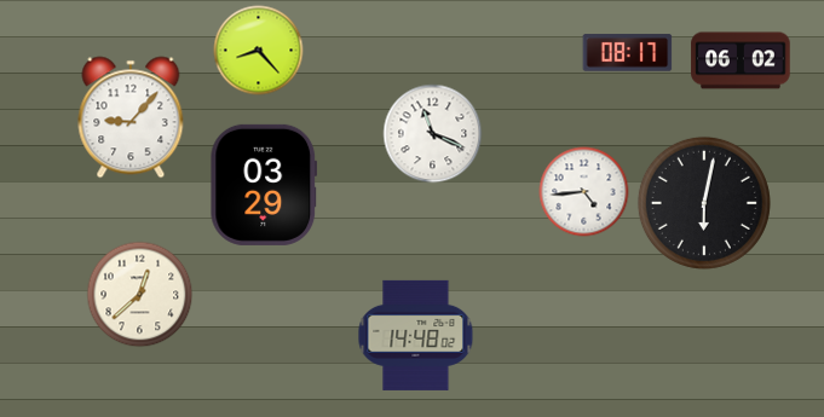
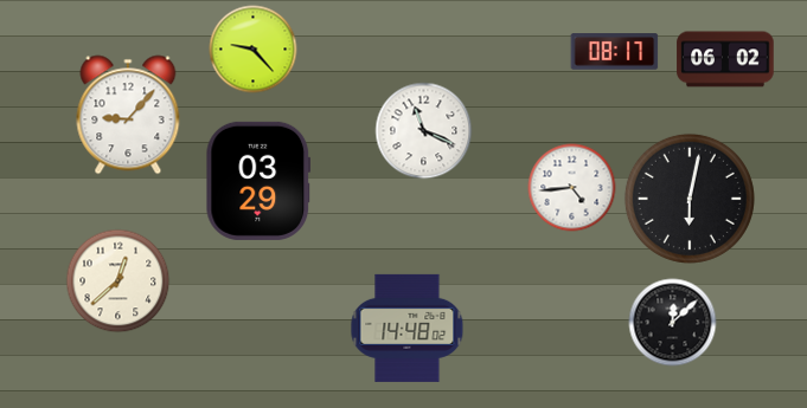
clock at (259, 51): 8:23 -> 9:23
clock at (140, 295) position: (140, 295) -> (119, 281)
clock at (673, 323): none -> 12:08
